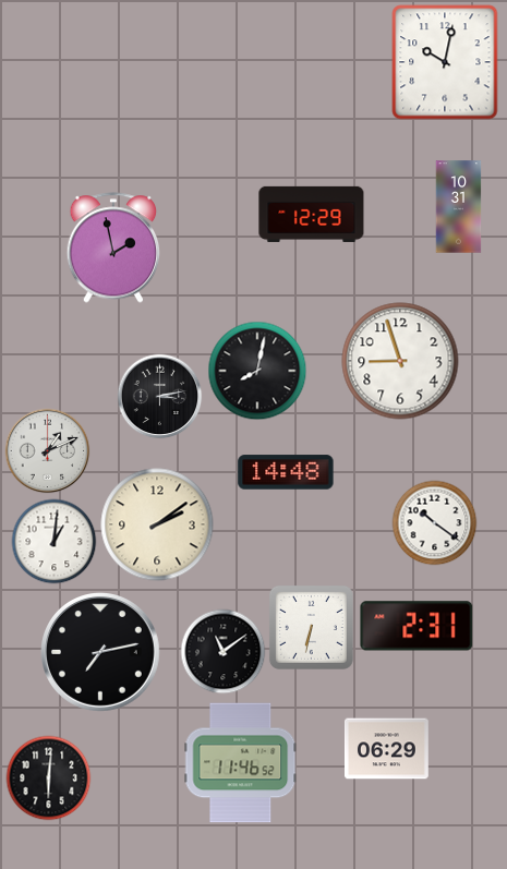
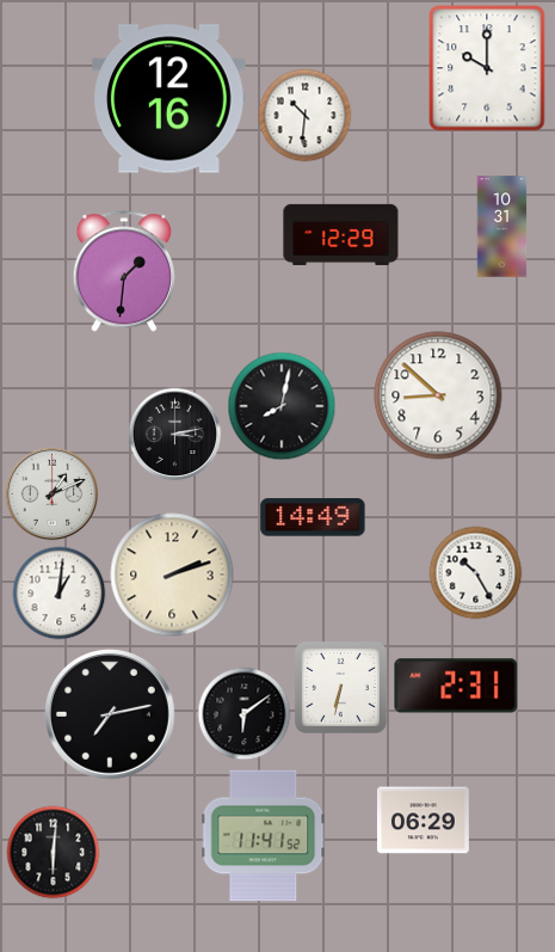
clock at (445, 62): 10:02 -> 10:00
clock at (169, 99): none -> 12:16
clock at (304, 115): none -> 10:31
clock at (113, 248): 1:58 -> 1:31
clock at (400, 361): 8:57 -> 8:52
clock at (286, 472): 14:48 -> 14:49
clock at (434, 522): 10:21 -> 10:25
clock at (157, 524): 2:09 -> 2:12
clock at (222, 651): 11:09 -> 6:09
clock at (241, 763): 11:46 -> 11:41
